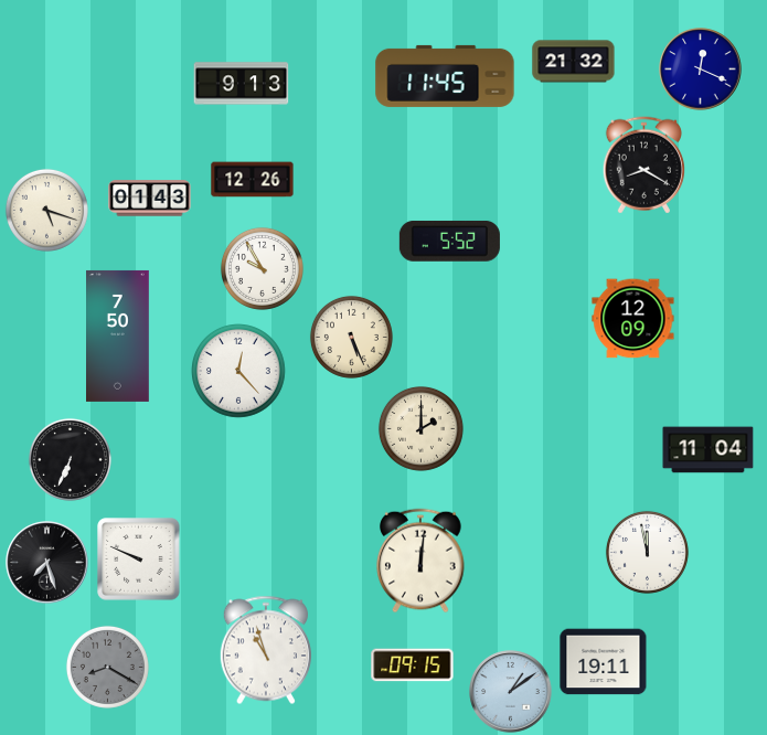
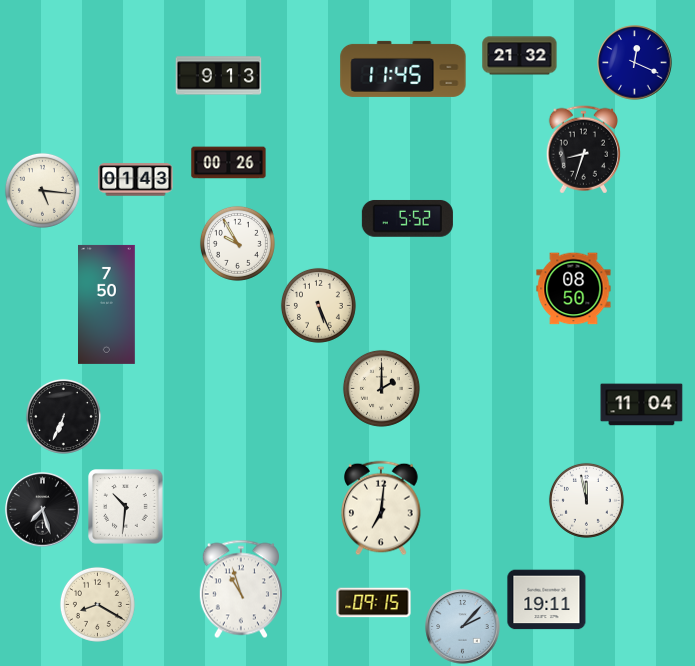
clock at (643, 166): 8:20 -> 8:33
clock at (253, 180): 12:26 -> 00:26
clock at (46, 210): 5:18 -> 5:16
clock at (633, 319): 12:09 -> 08:50
clock at (239, 372): 12:23 -> none
clock at (709, 450) position: (709, 450) -> (642, 405)
clock at (139, 560): 9:49 -> 10:31
clock at (420, 561): 12:01 -> 7:01
clock at (107, 667) dial: grey -> cream
clock at (511, 692): 1:09 -> 2:07
